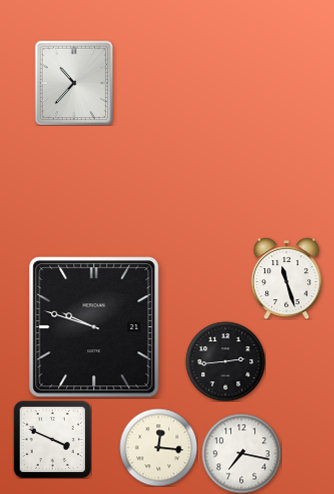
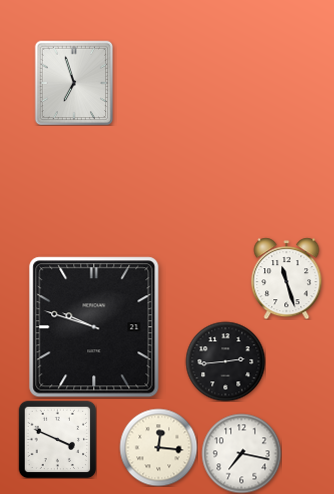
clock at (74, 83): 10:37 -> 6:57
clock at (52, 439) position: (52, 439) -> (57, 439)
